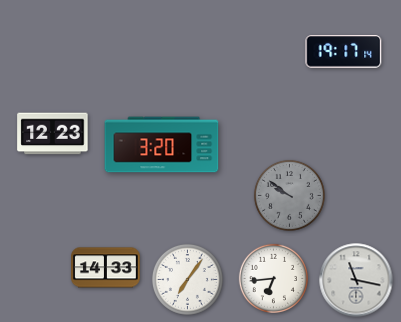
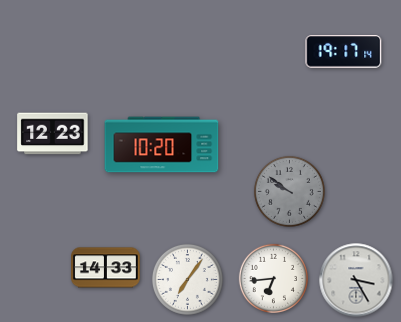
clock at (162, 145): 3:20 -> 10:20
clock at (289, 195) position: (289, 195) -> (289, 191)
clock at (356, 280): 11:17 -> 3:25
